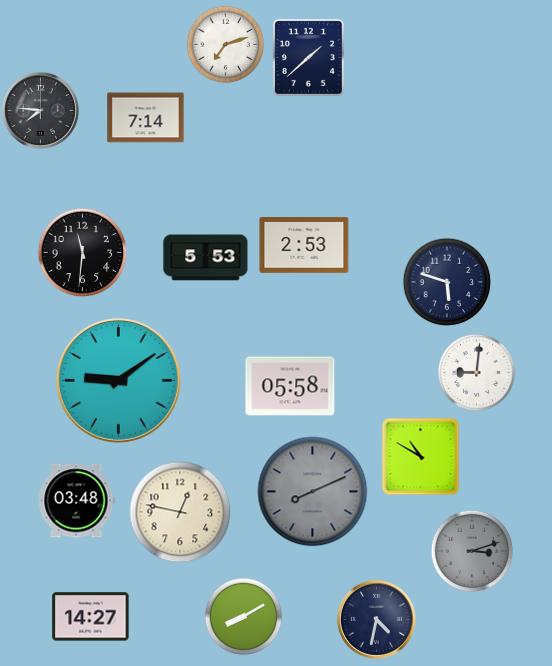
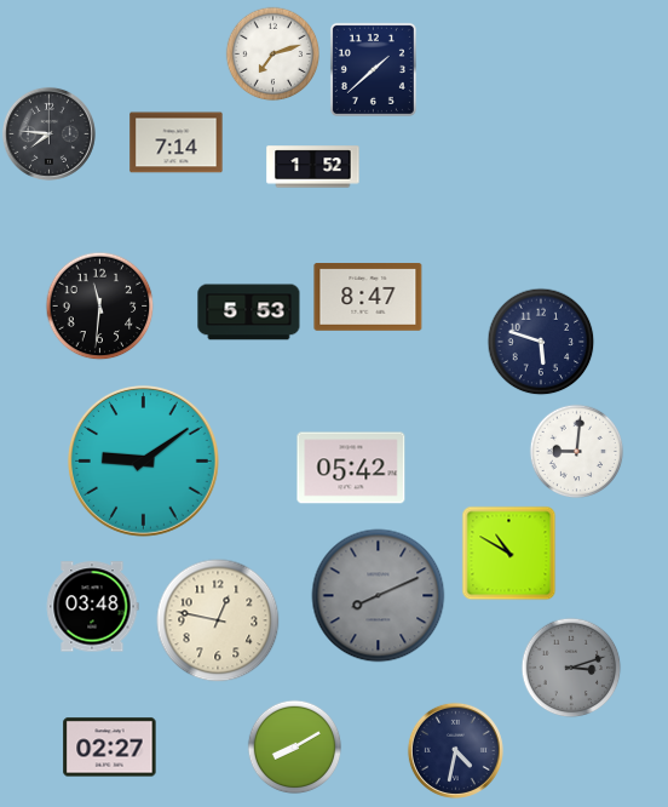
clock at (313, 167): none -> 1:52
clock at (304, 246): 2:53 -> 8:47
clock at (290, 386): 05:58 -> 05:42
clock at (91, 617): 14:27 -> 02:27
